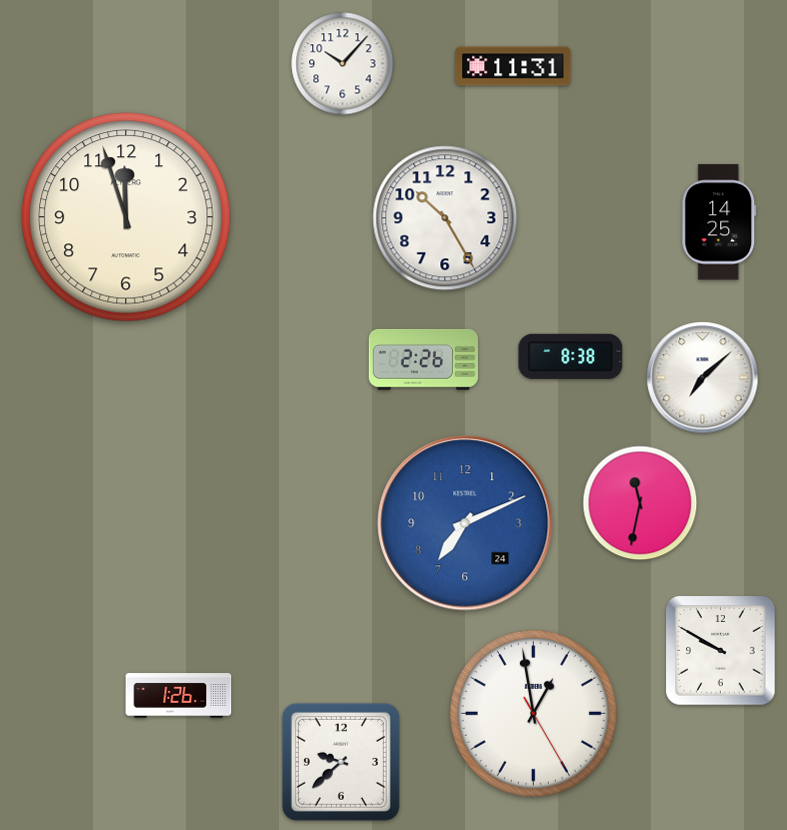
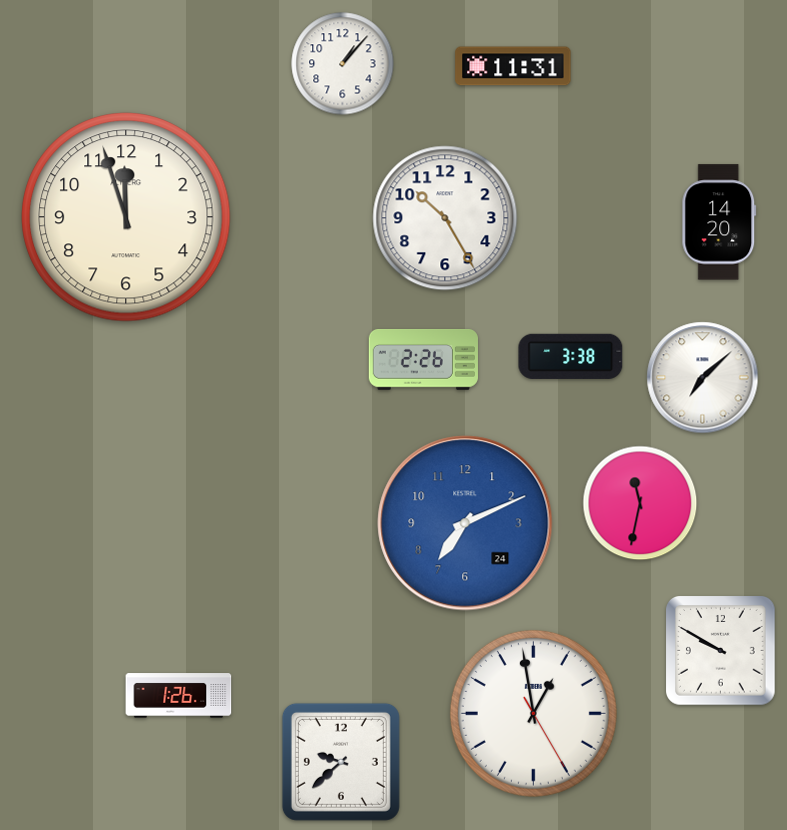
clock at (343, 64): 10:07 -> 1:07
clock at (719, 222): 14:25 -> 14:20
clock at (571, 356): 8:38 -> 3:38
